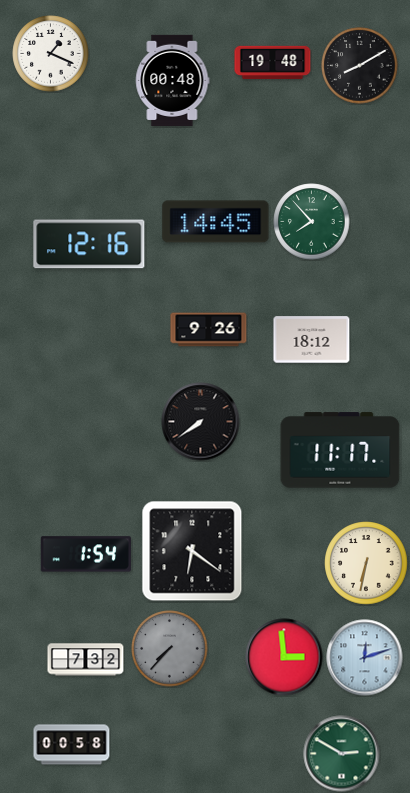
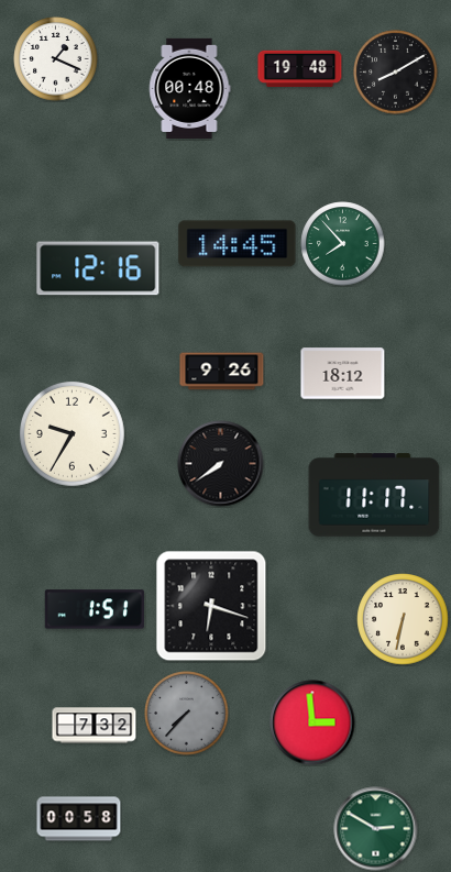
clock at (209, 330) position: (209, 330) -> (222, 372)
clock at (73, 434): none -> 9:35
clock at (192, 551): 6:21 -> 6:18
clock at (86, 554): 1:54 -> 1:51
clock at (365, 658): 12:12 -> none
